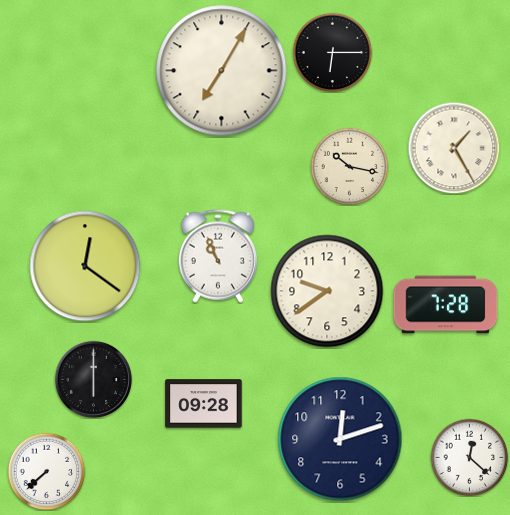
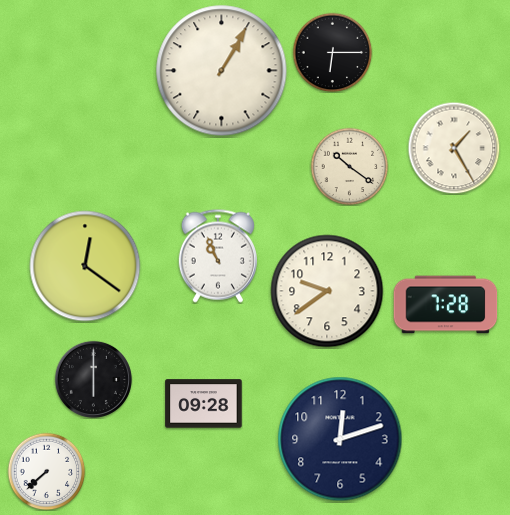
clock at (222, 71): 7:05 -> 1:05
clock at (349, 166): 10:17 -> 10:21
clock at (469, 457): 12:22 -> none
